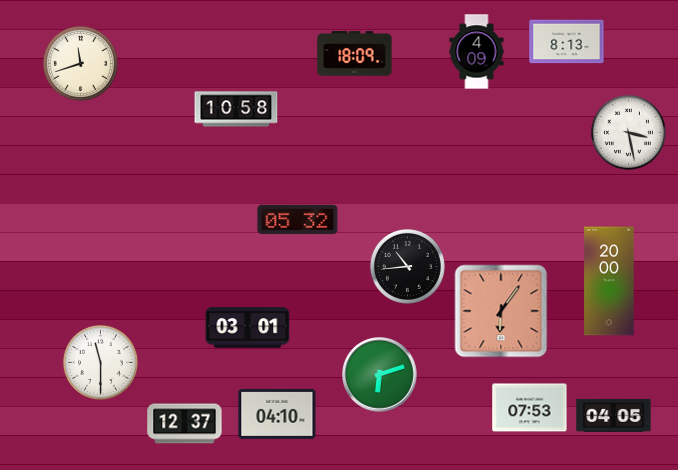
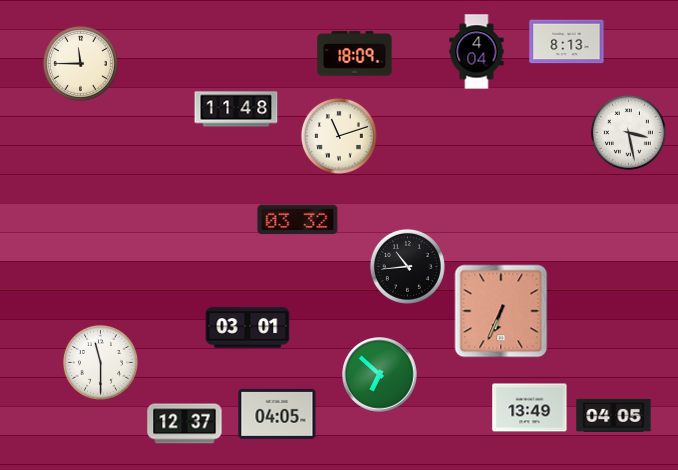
clock at (477, 52): 4:09 -> 4:04
clock at (80, 63): 11:42 -> 11:45
clock at (236, 109): 10:58 -> 11:48
clock at (339, 136): none -> 11:12
clock at (298, 220): 05:32 -> 03:32
clock at (609, 281): 20:00 -> none
clock at (501, 311): 6:06 -> 6:34
clock at (380, 375): 6:12 -> 6:52
clock at (530, 408): 07:53 -> 13:49
clock at (277, 414): 04:10 -> 04:05
